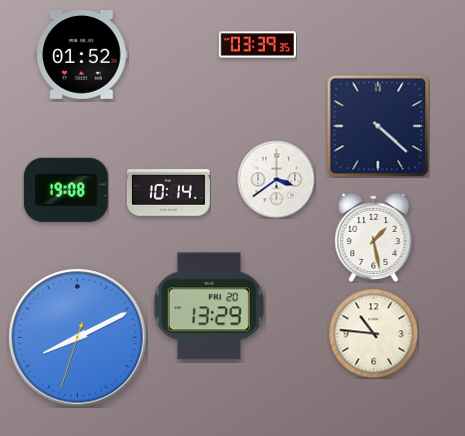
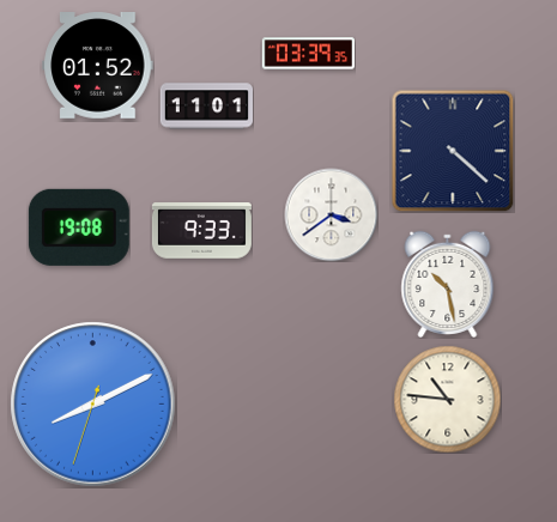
clock at (206, 107): none -> 11:01
clock at (168, 193): 10:14 -> 9:33
clock at (374, 237): 1:28 -> 10:28
clock at (209, 306): 13:29 -> none
